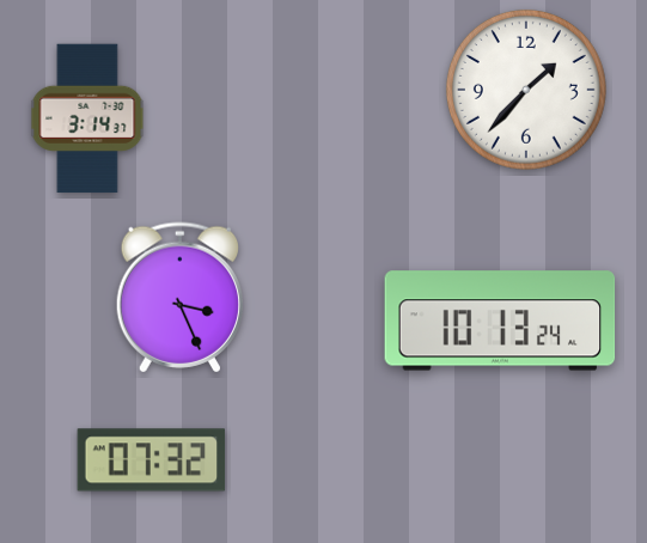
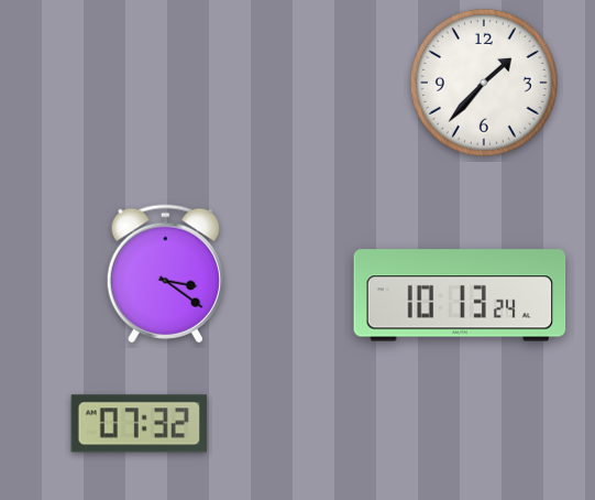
clock at (87, 118): 3:14 -> none
clock at (179, 298): 3:26 -> 3:21
